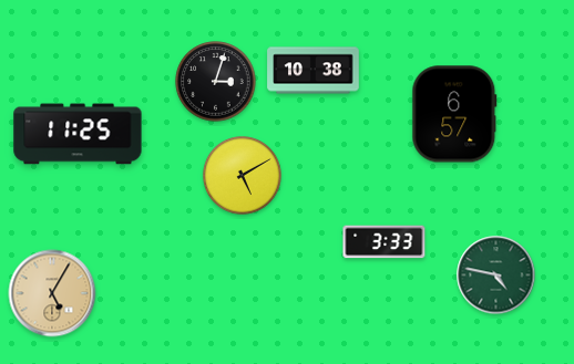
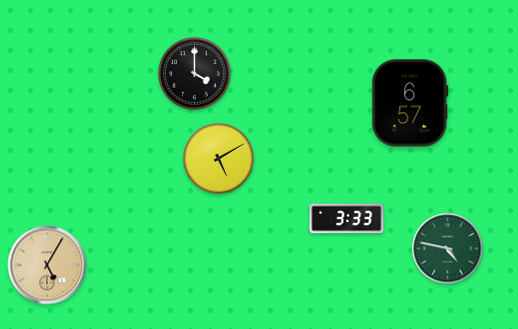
clock at (314, 71): 10:38 -> none
clock at (216, 82): 3:03 -> 4:00
clock at (78, 134): 11:25 -> none
